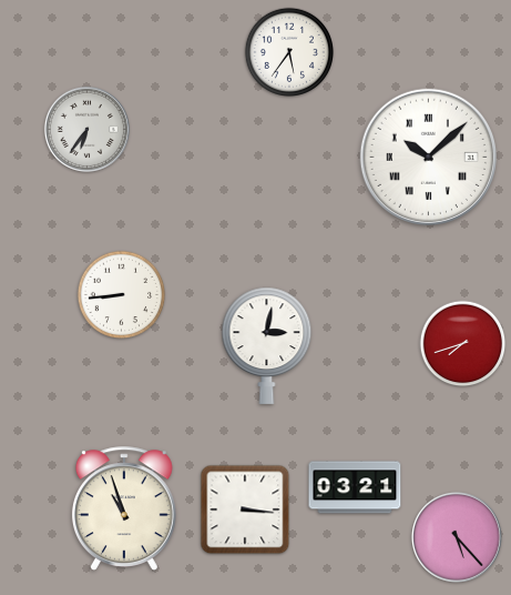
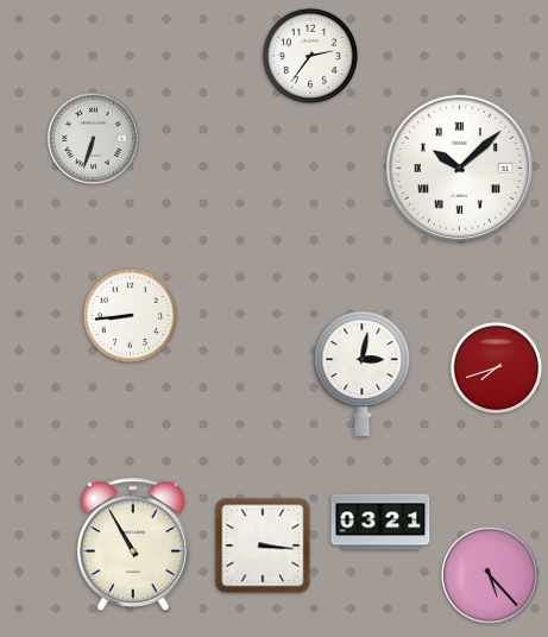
clock at (288, 51): 5:36 -> 2:36
clock at (86, 129): 6:36 -> 6:33
clock at (267, 345) position: (267, 345) -> (363, 373)
clock at (124, 508): 10:57 -> 10:55
